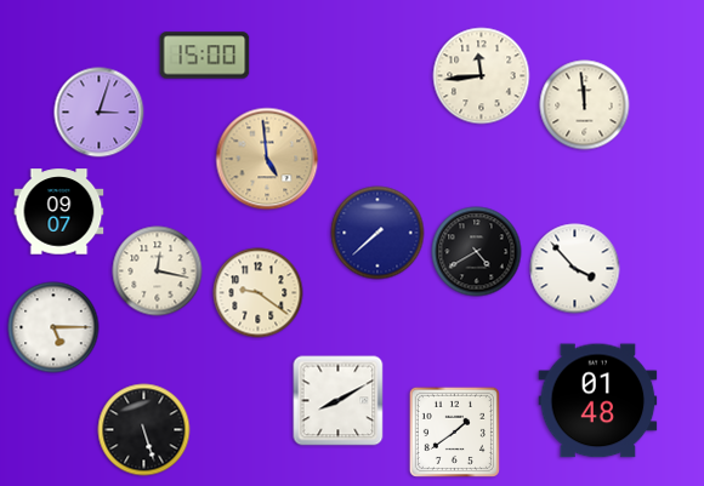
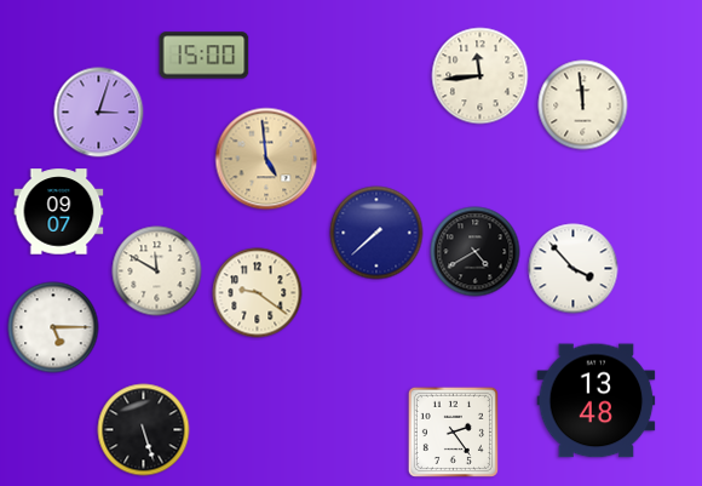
clock at (158, 271): 12:17 -> 11:50
clock at (339, 401): 8:10 -> none
clock at (598, 401): 01:48 -> 13:48
clock at (454, 431): 1:39 -> 2:24
